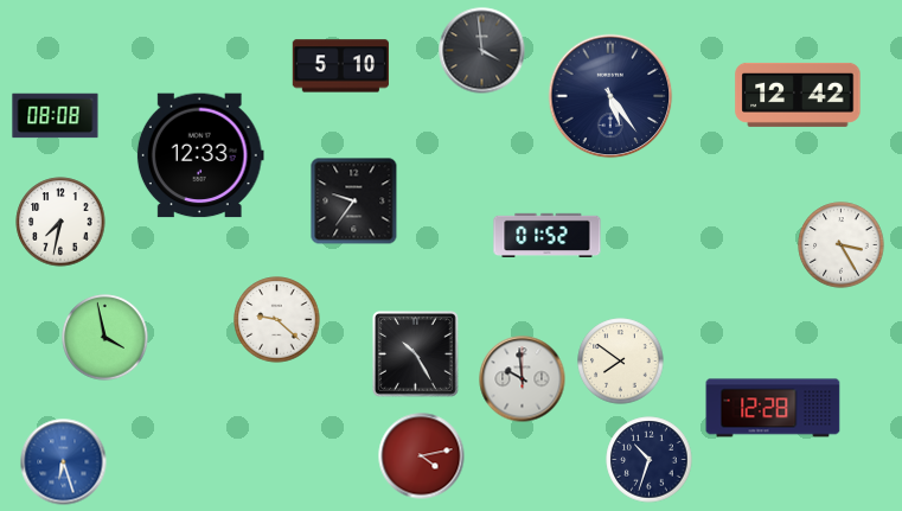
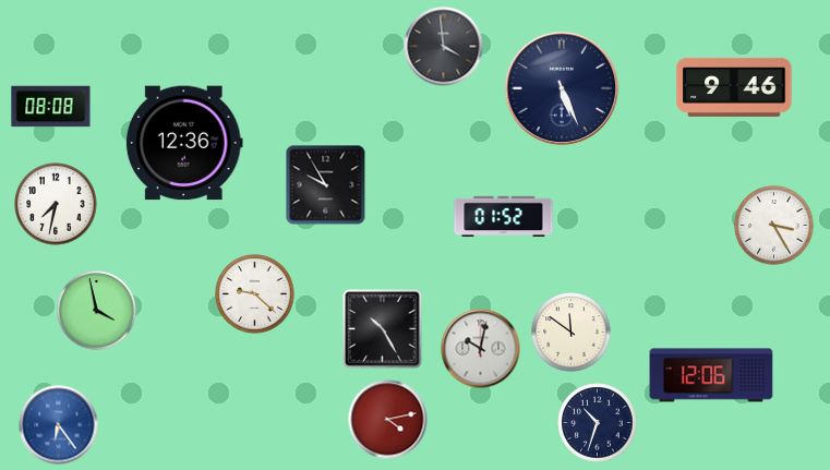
clock at (340, 66): 5:10 -> none
clock at (798, 95): 12:42 -> 9:46
clock at (610, 96): 5:24 -> 5:26
clock at (200, 155): 12:33 -> 12:36
clock at (354, 202): 9:36 -> 9:55
clock at (416, 354) position: (416, 354) -> (383, 329)
clock at (621, 362): 7:51 -> 11:51
clock at (523, 379): 9:59 -> 10:02
clock at (773, 408): 12:28 -> 12:06
clock at (64, 462): 6:27 -> 6:24
